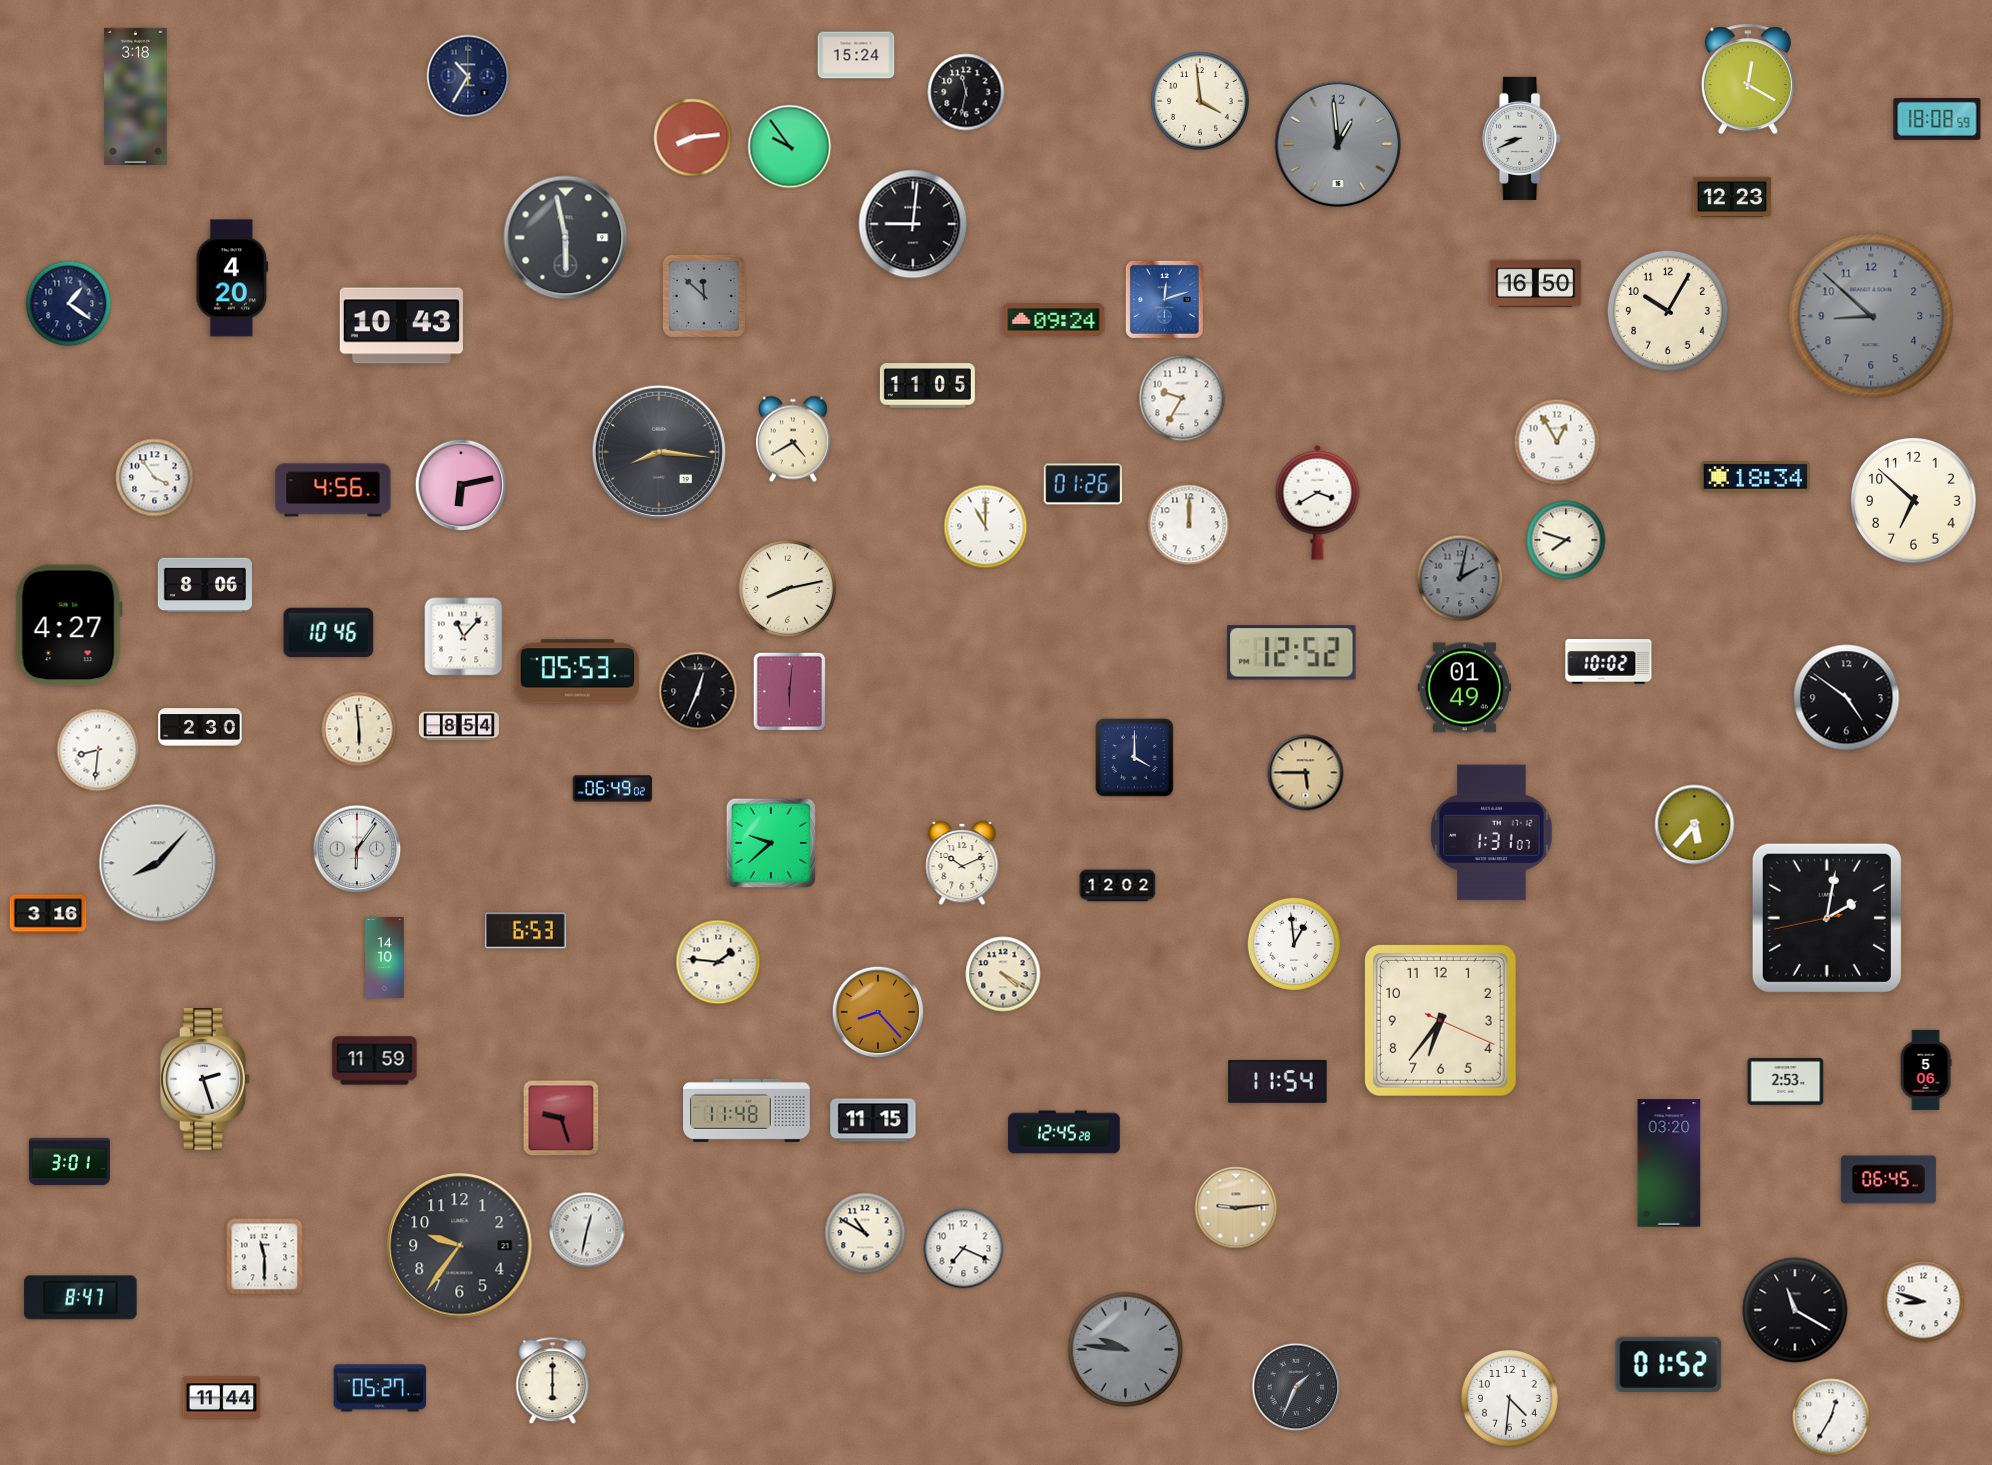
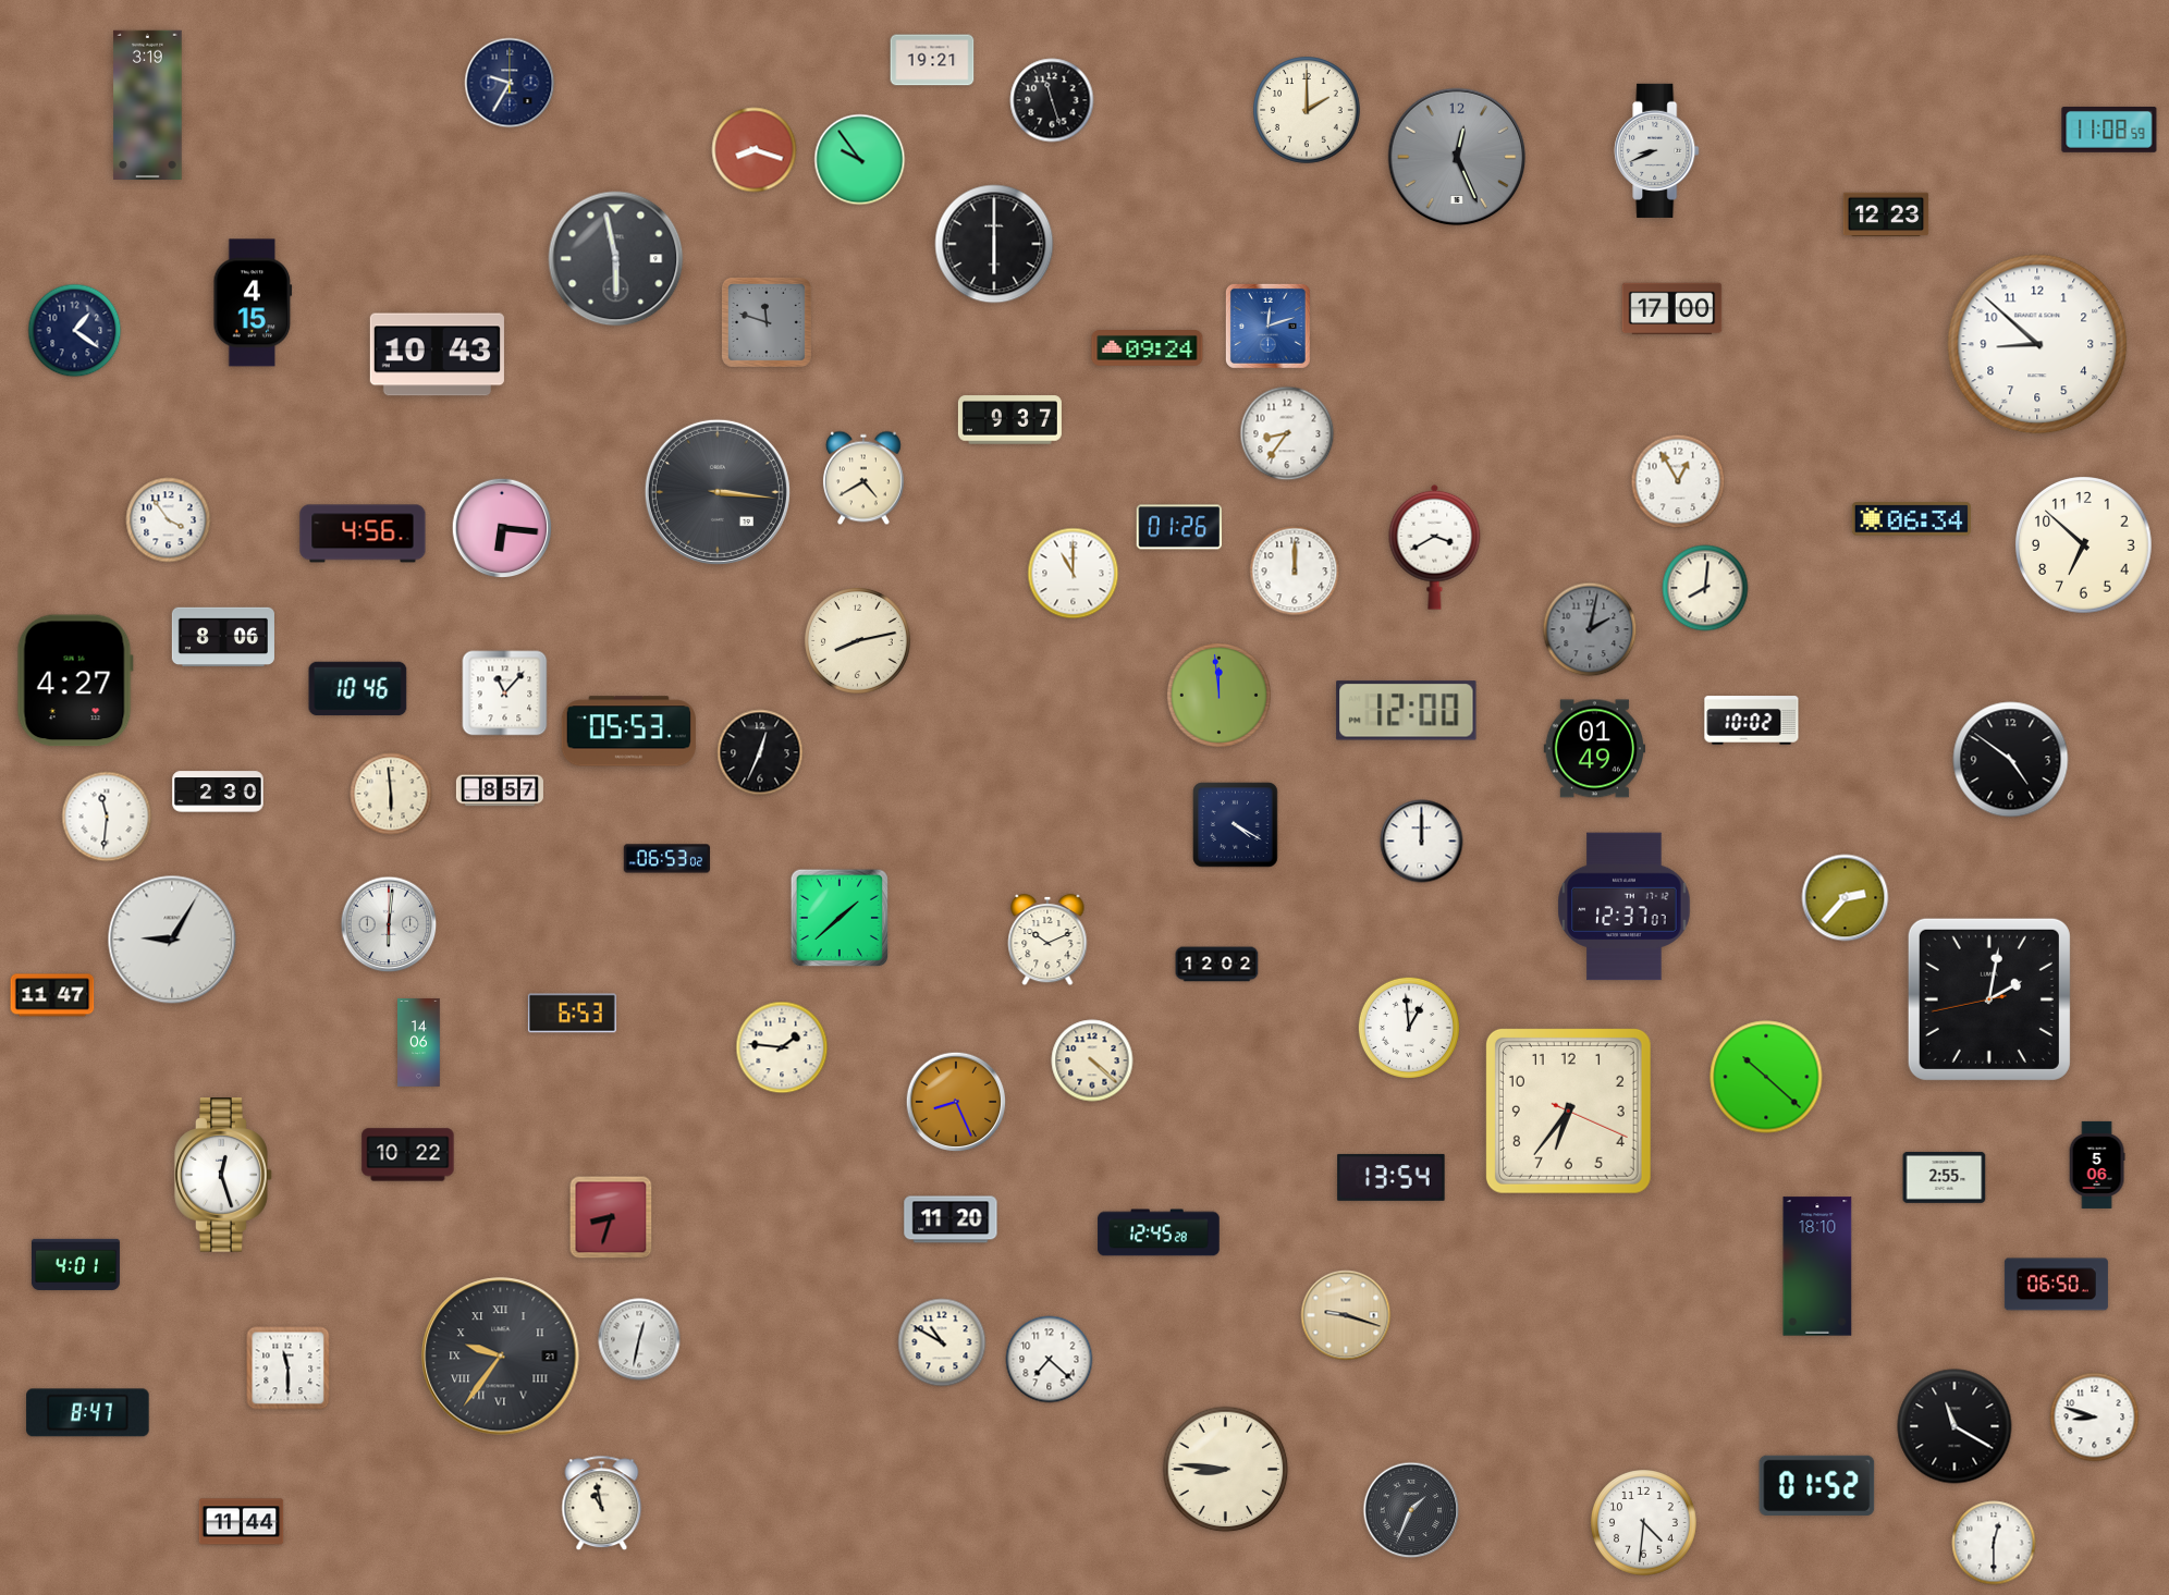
clock at (856, 55): 15:24 -> 19:21
clock at (468, 76): 10:35 -> 9:35
clock at (1748, 79): 12:20 -> none
clock at (966, 92): 11:32 -> 11:27
clock at (136, 96): 3:18 -> 3:19
clock at (1200, 101): 3:59 -> 2:00
clock at (1937, 120): 18:08 -> 11:08
clock at (693, 138): 8:14 -> 8:18
clock at (1338, 144): 12:59 -> 12:26
clock at (913, 224): 9:01 -> 6:00
clock at (232, 278): 4:20 -> 4:15
clock at (1536, 284): 16:50 -> 17:00
clock at (704, 296): 11:52 -> 11:48
clock at (1668, 311): 10:05 -> none
clock at (1871, 316) dial: grey -> white
clock at (927, 386): 11:05 -> 9:37
clock at (1182, 398): 9:35 -> 8:36
clock at (1557, 442) position: (1557, 442) -> (1678, 481)
clock at (659, 452): 8:16 -> 3:16
clock at (1755, 477): 18:34 -> 06:34
clock at (461, 485): 6:13 -> 6:16
clock at (1566, 540): 7:48 -> 8:01
clock at (1218, 695): none -> 11:59
clock at (1292, 653): 12:52 -> 12:00
clock at (789, 692): 6:01 -> none
clock at (459, 726): 8:54 -> 8:57
clock at (98, 750): 8:31 -> 11:31
clock at (1135, 758): 4:00 -> 4:20
clock at (1306, 773): 5:45 -> 12:00
clock at (1306, 773) dial: champagne -> white
clock at (612, 789): 06:49 -> 06:53
clock at (1695, 825): 5:37 -> 2:37
clock at (1492, 833): 1:31 -> 12:37
clock at (770, 842): 9:38 -> 1:38
clock at (357, 849): 6:06 -> 6:01
clock at (158, 863): 8:07 -> 9:05
clock at (48, 914): 3:16 -> 11:47
clock at (385, 957): 14:10 -> 14:06
clock at (1003, 974): 4:20 -> 4:22
clock at (1766, 1077): none -> 10:22
clock at (878, 1012): 8:23 -> 8:26
clock at (375, 1061): 11:59 -> 10:22
clock at (205, 1079): 2:27 -> 12:27
clock at (1278, 1081): 11:54 -> 13:54
clock at (1786, 1082): 2:53 -> 2:55
clock at (747, 1110): 11:48 -> none
clock at (561, 1118): 9:27 -> 8:33
clock at (873, 1120): 11:15 -> 11:20
clock at (69, 1161): 3:01 -> 4:01
clock at (1669, 1163): 03:20 -> 18:10
clock at (1888, 1180): 06:45 -> 06:50
clock at (1236, 1208): 9:14 -> 9:18
clock at (460, 1246) numerals: Arabic -> Roman
clock at (964, 1249): 7:19 -> 7:22
clock at (1126, 1350): 9:46 -> 8:46
clock at (1126, 1350) dial: grey -> cream
clock at (553, 1381): 6:00 -> 10:58
clock at (380, 1388): 05:27 -> none
clock at (1831, 1417): 12:35 -> 12:30
